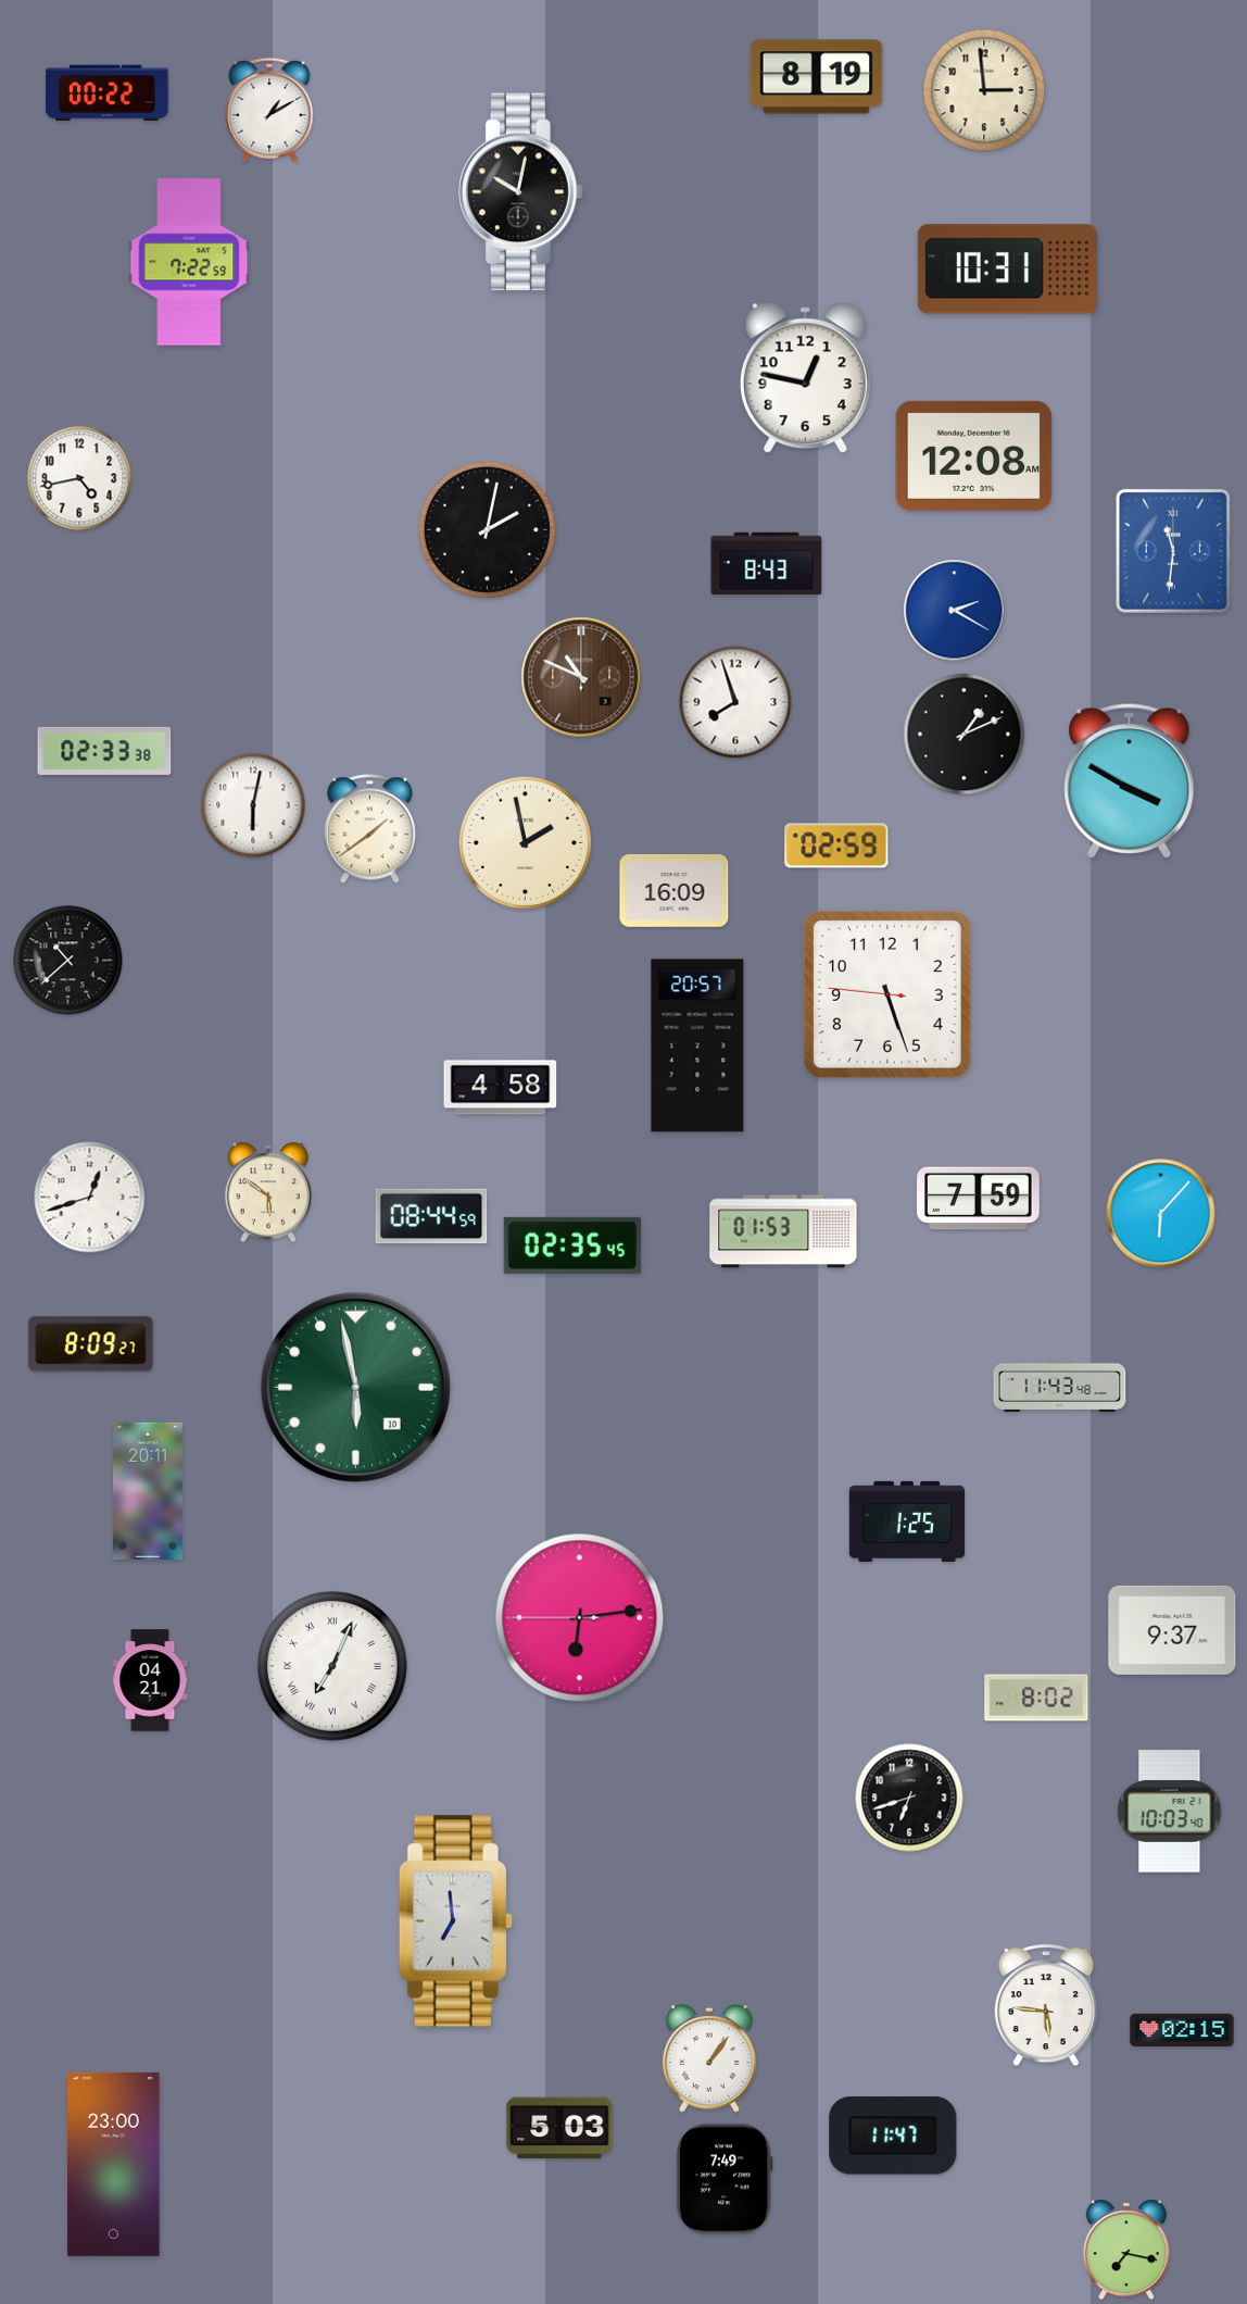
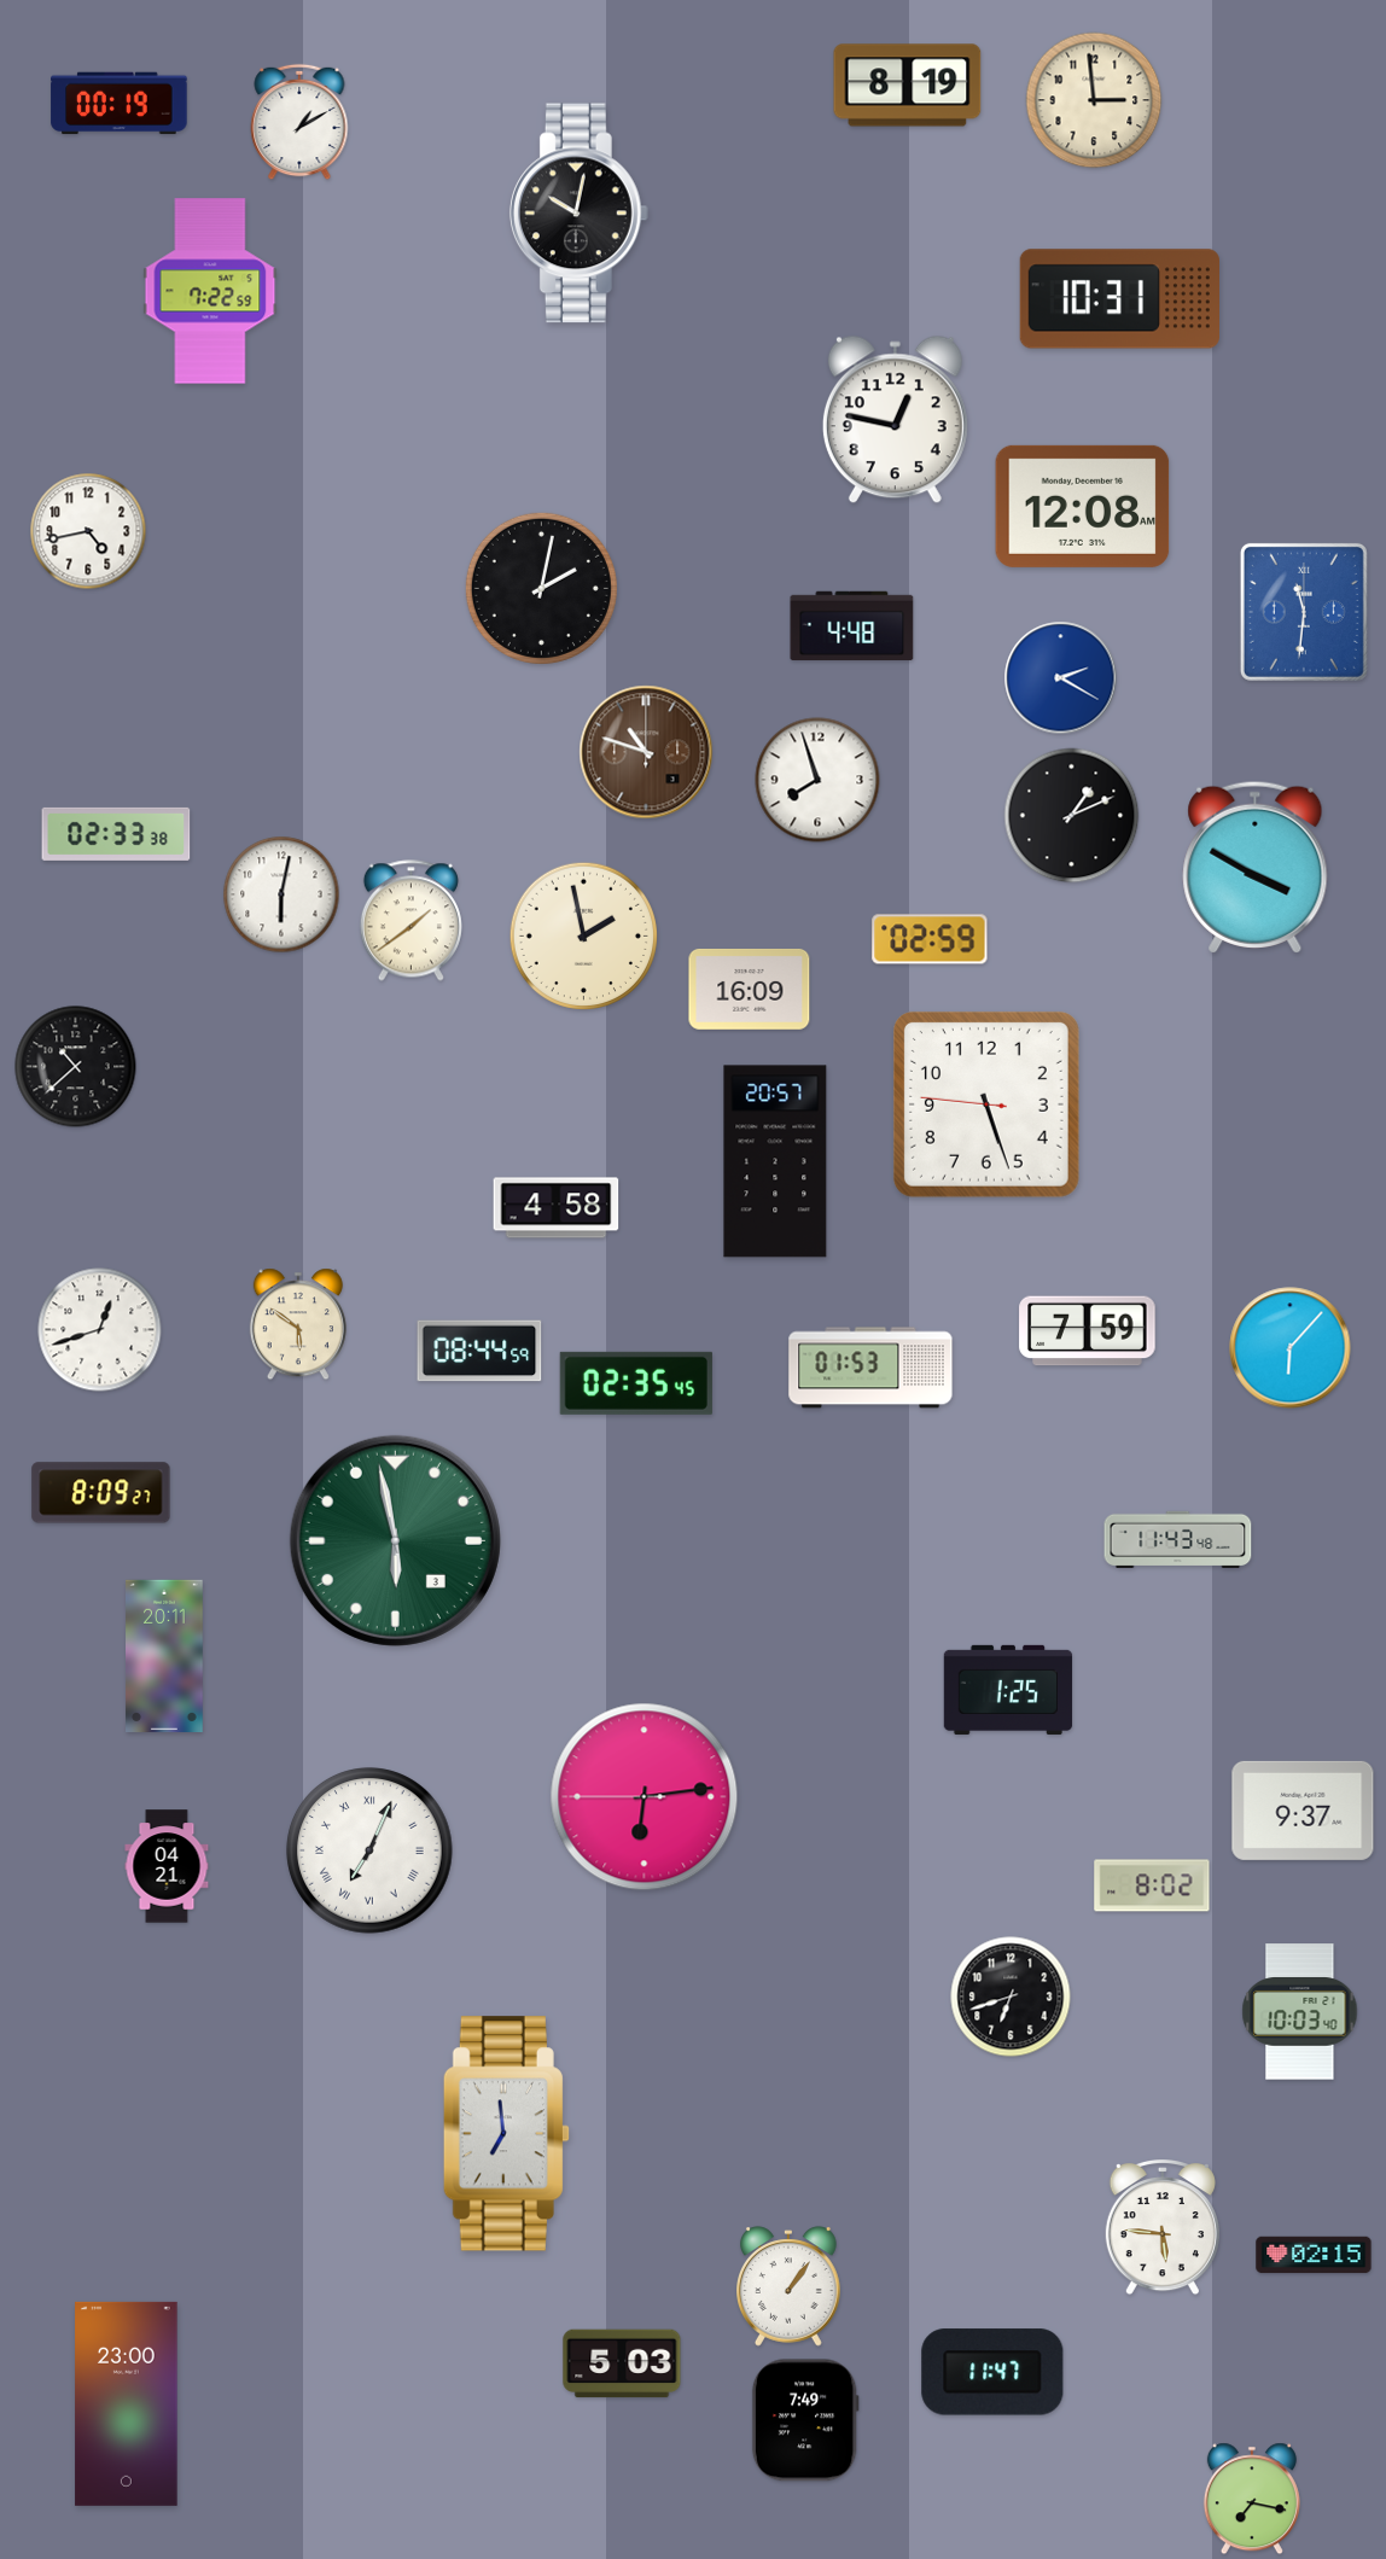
clock at (108, 93): 00:22 -> 00:19
clock at (767, 563): 8:43 -> 4:48
clock at (581, 677): 10:49 -> 10:48
clock at (355, 1387) date: 10 -> 3
